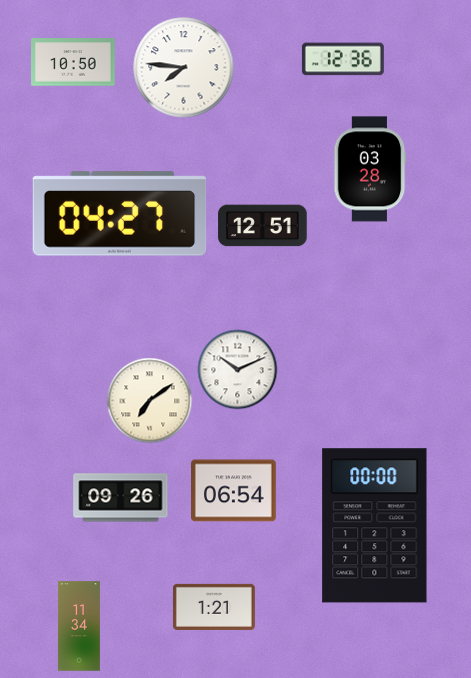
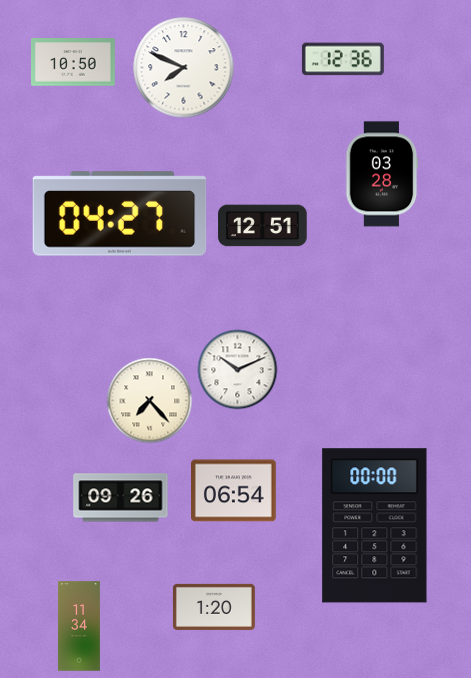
clock at (184, 68): 7:46 -> 7:49
clock at (370, 169) position: (370, 169) -> (382, 174)
clock at (149, 400): 7:09 -> 7:23
clock at (214, 607): 1:21 -> 1:20
